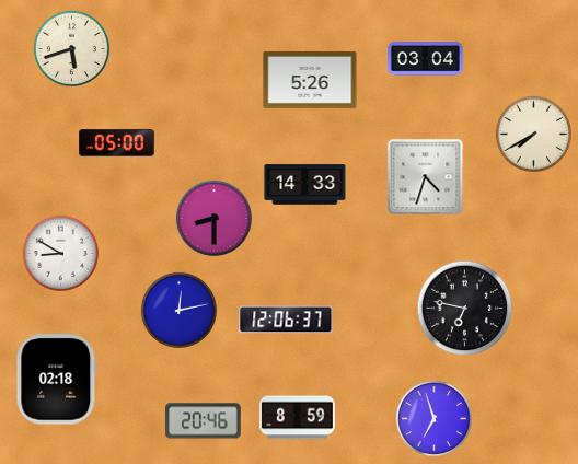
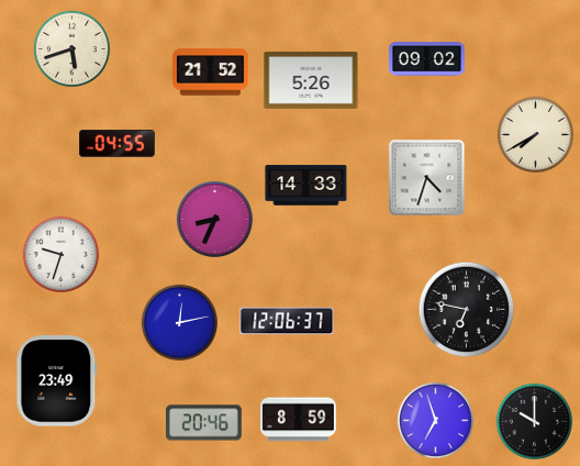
clock at (426, 59): 03:04 -> 09:02
clock at (211, 73): none -> 21:52
clock at (117, 143): 05:00 -> 04:55
clock at (213, 218): 8:30 -> 8:34
clock at (60, 253): 8:50 -> 9:33
clock at (178, 310) position: (178, 310) -> (179, 322)
clock at (57, 380): 02:18 -> 23:49
clock at (534, 421): none -> 10:00
